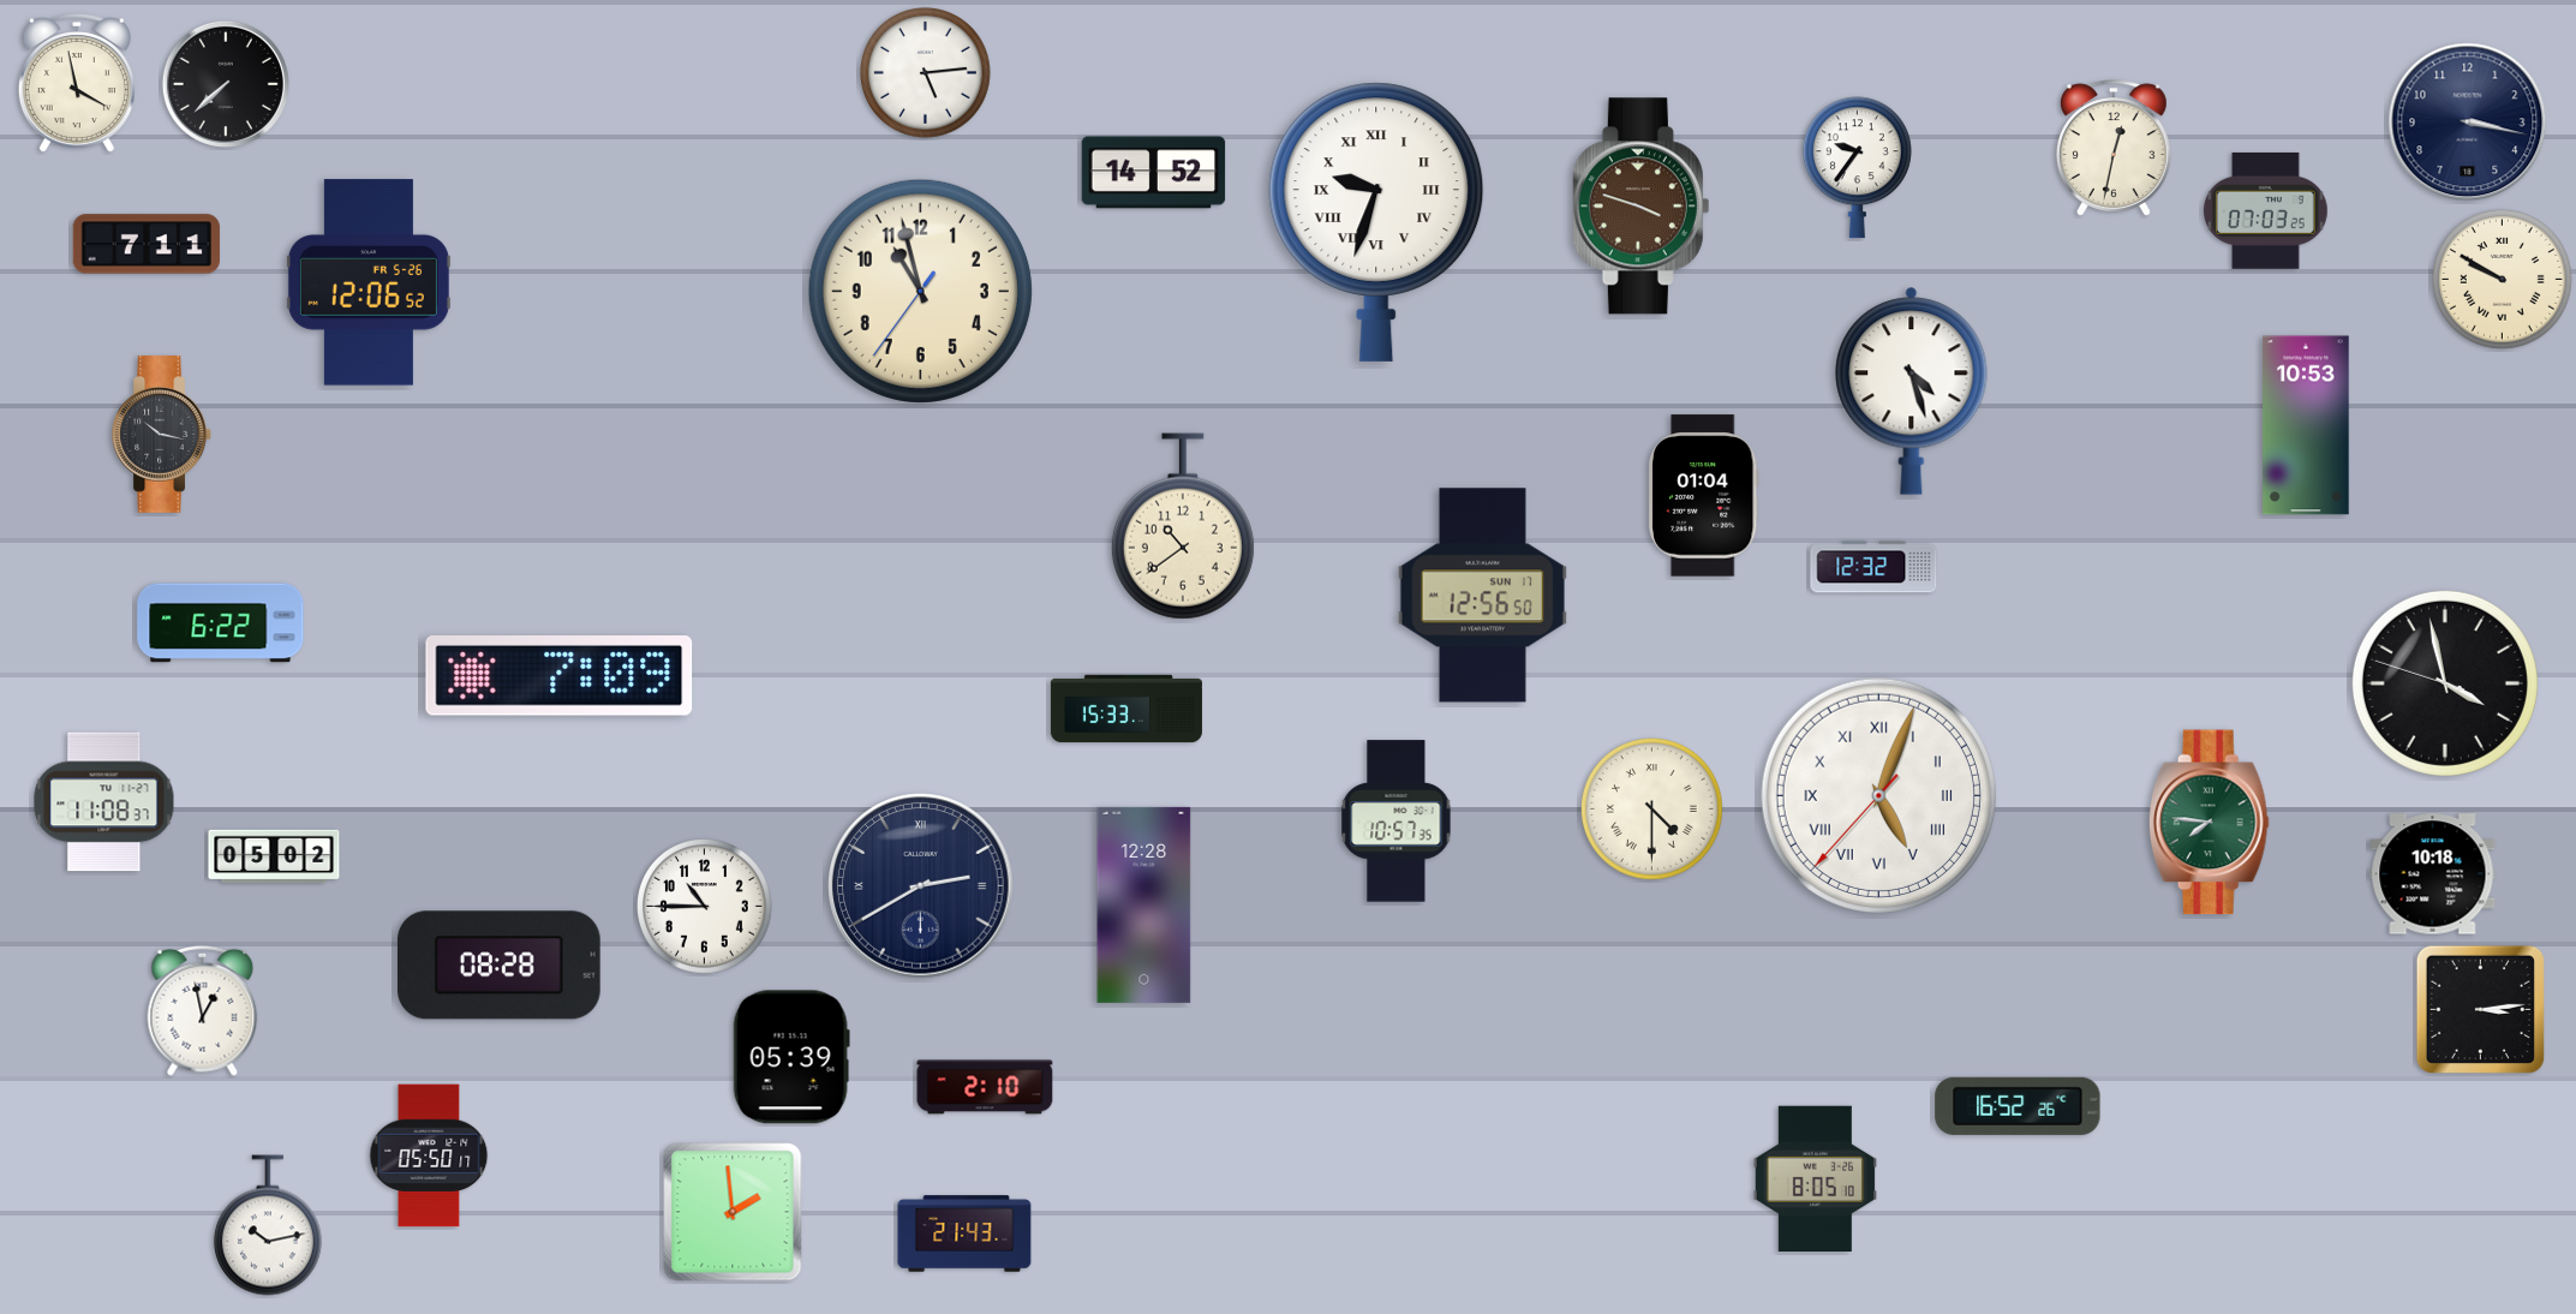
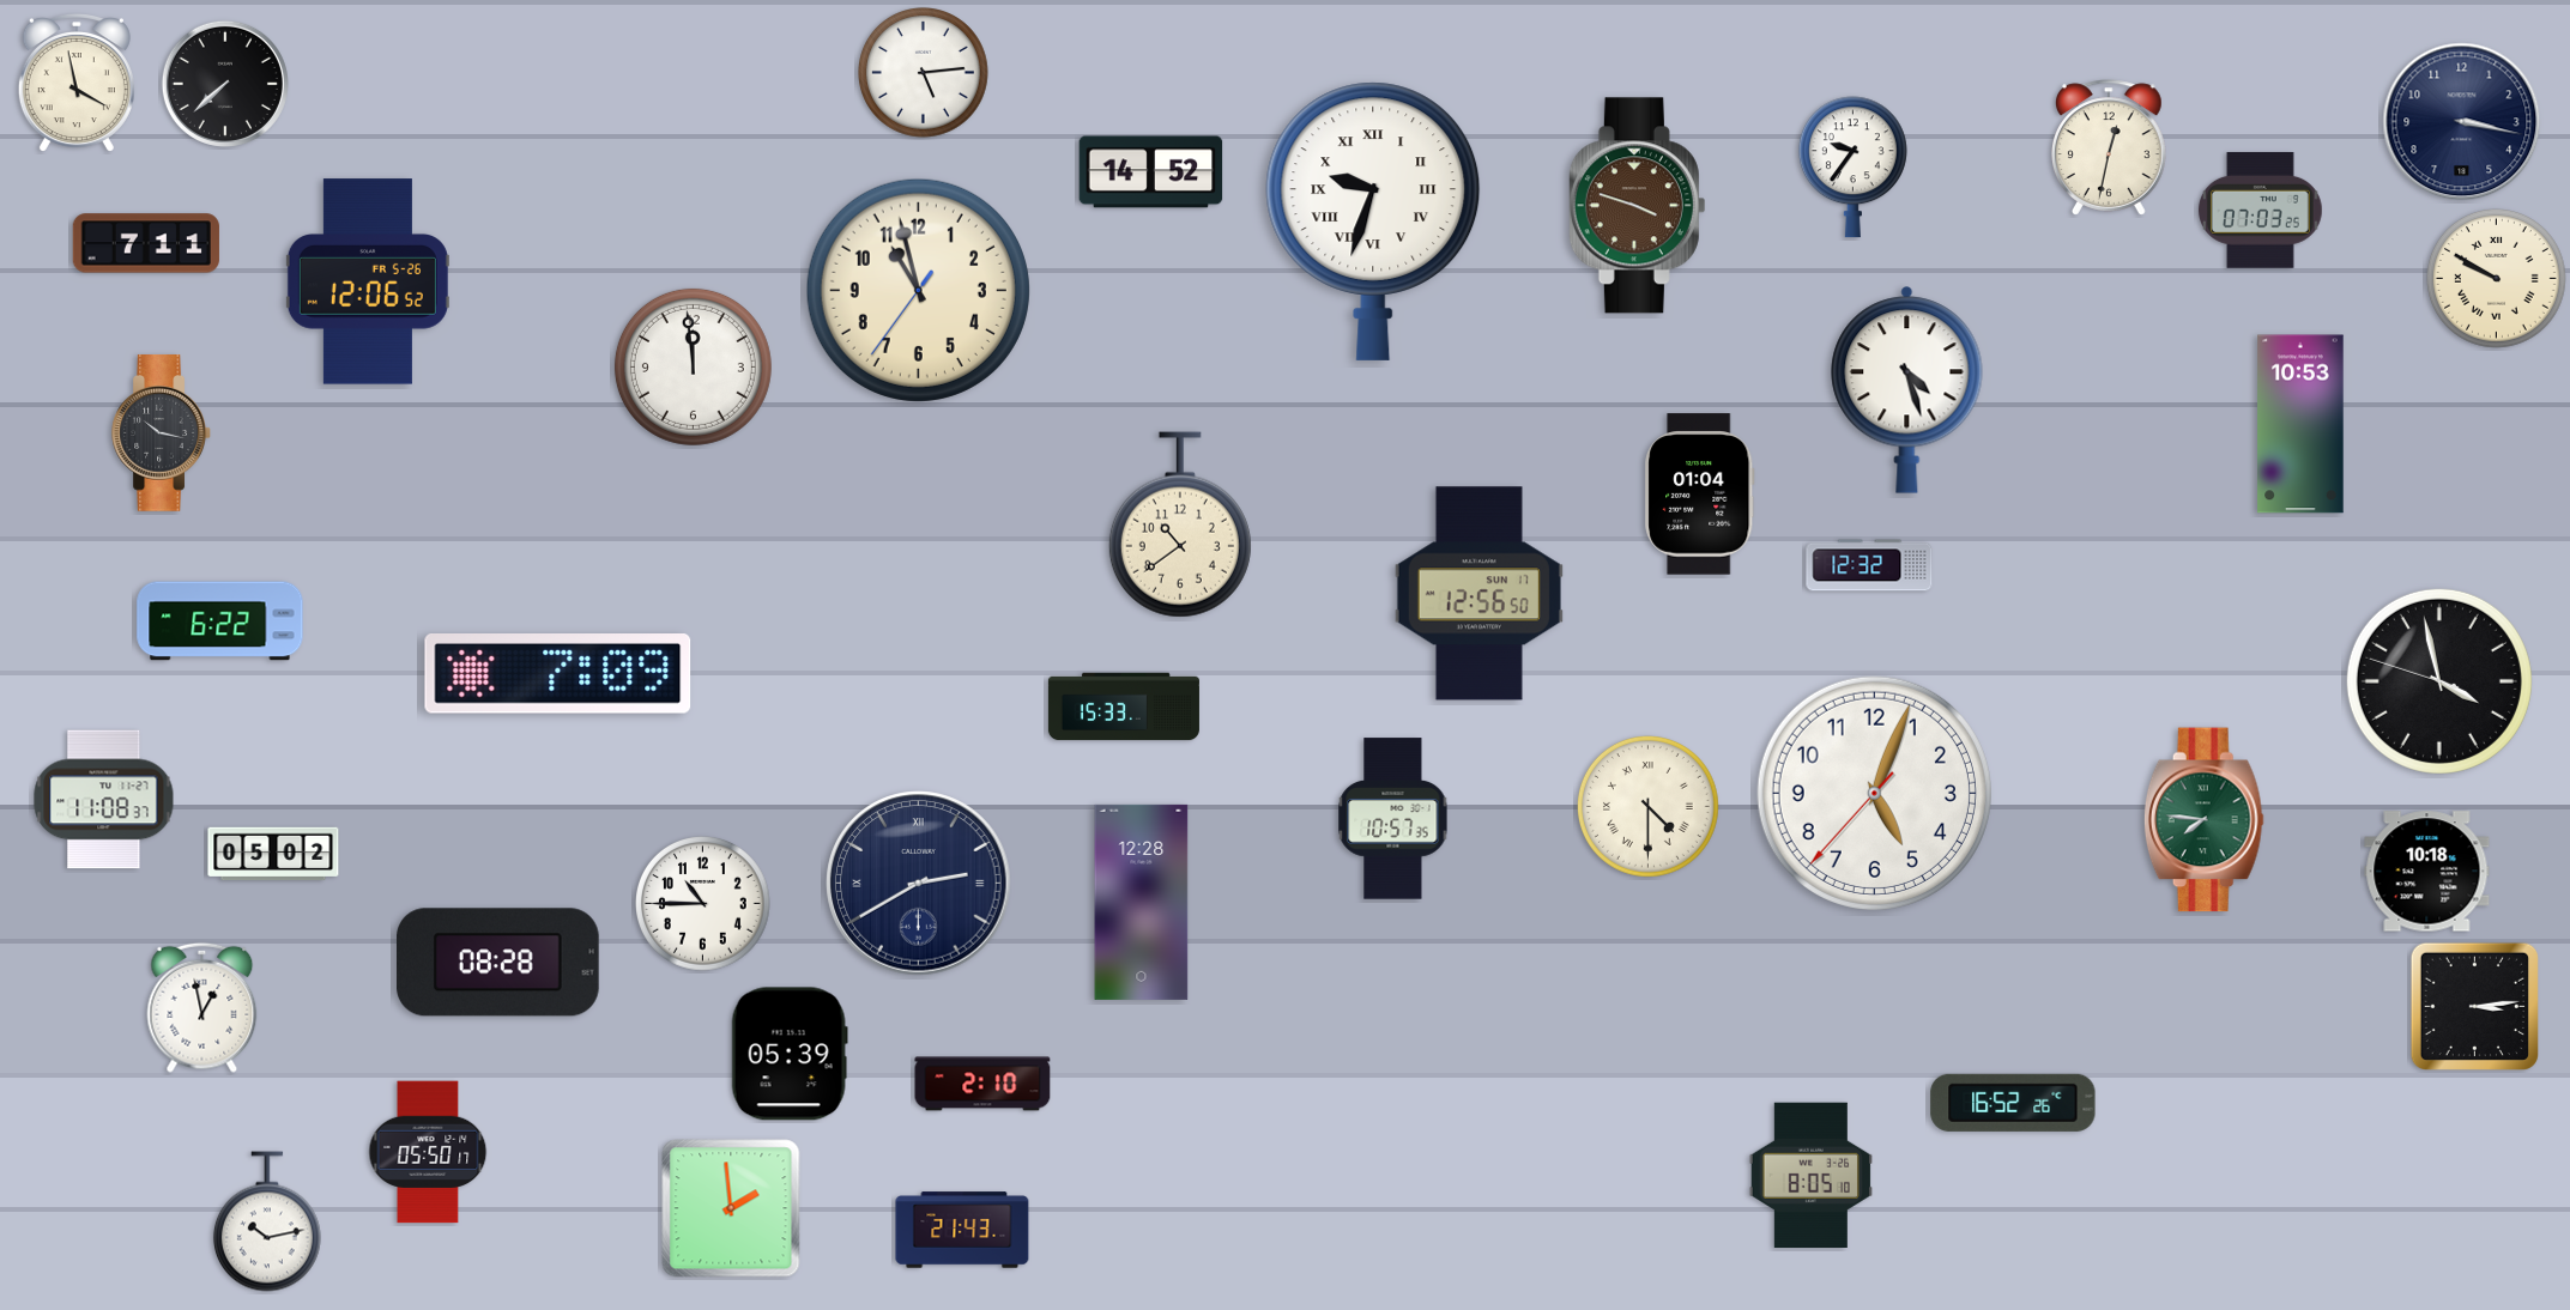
clock at (693, 366): none -> 11:59
clock at (1878, 795) numerals: Roman -> Arabic
